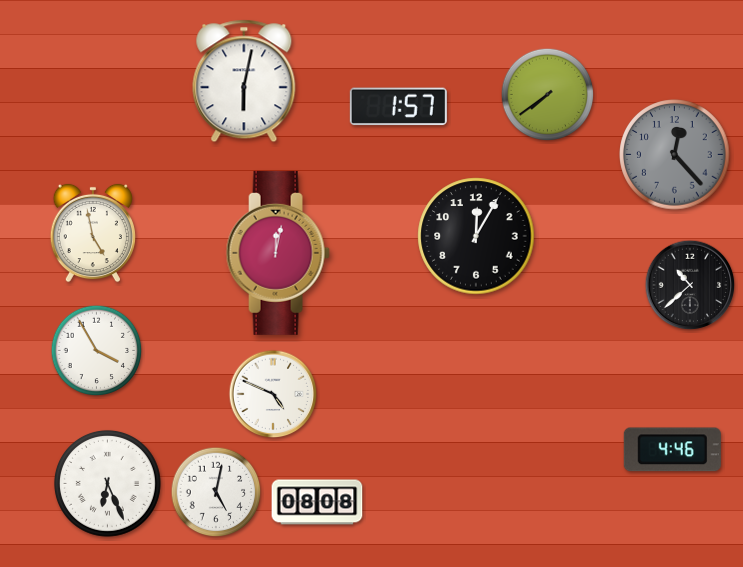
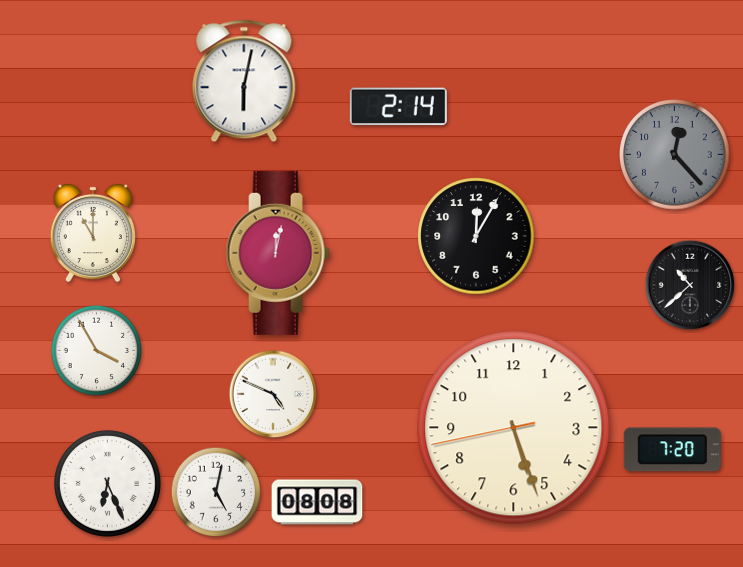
clock at (548, 95): 7:39 -> none
clock at (398, 107): 1:57 -> 2:14
clock at (93, 233): 4:58 -> 11:00
clock at (514, 428): none -> 5:26
clock at (672, 450): 4:46 -> 7:20
